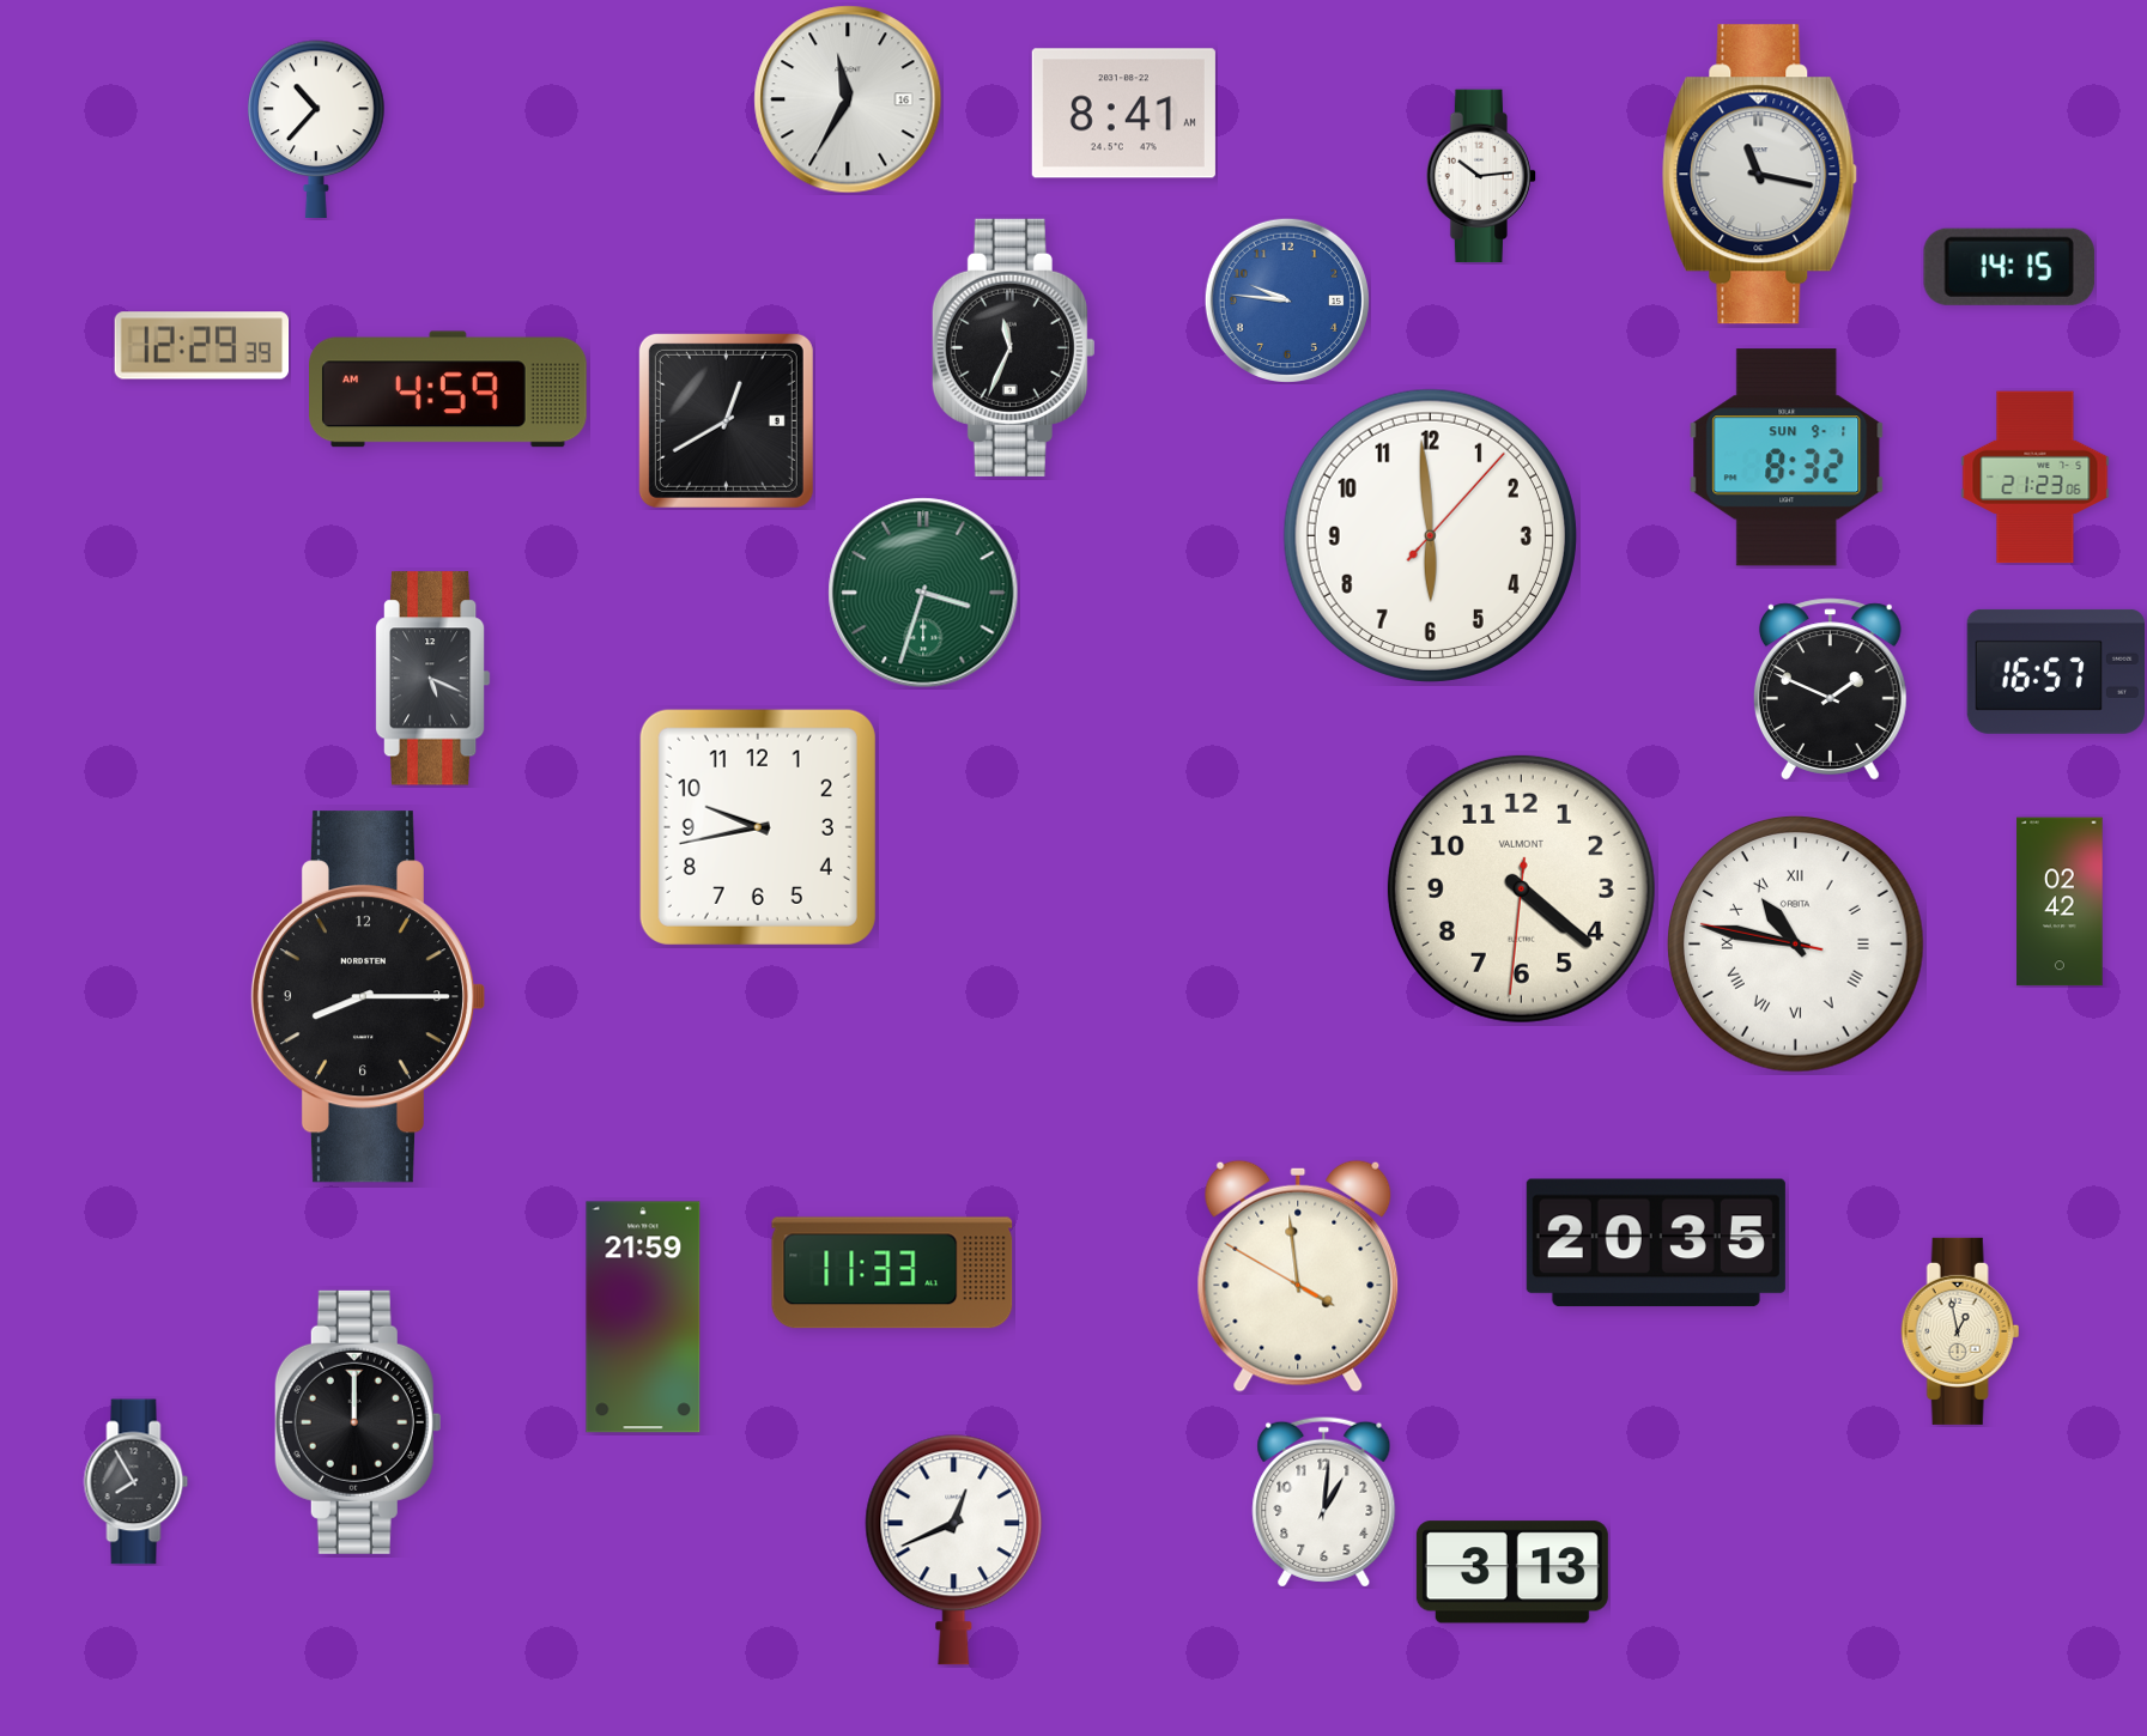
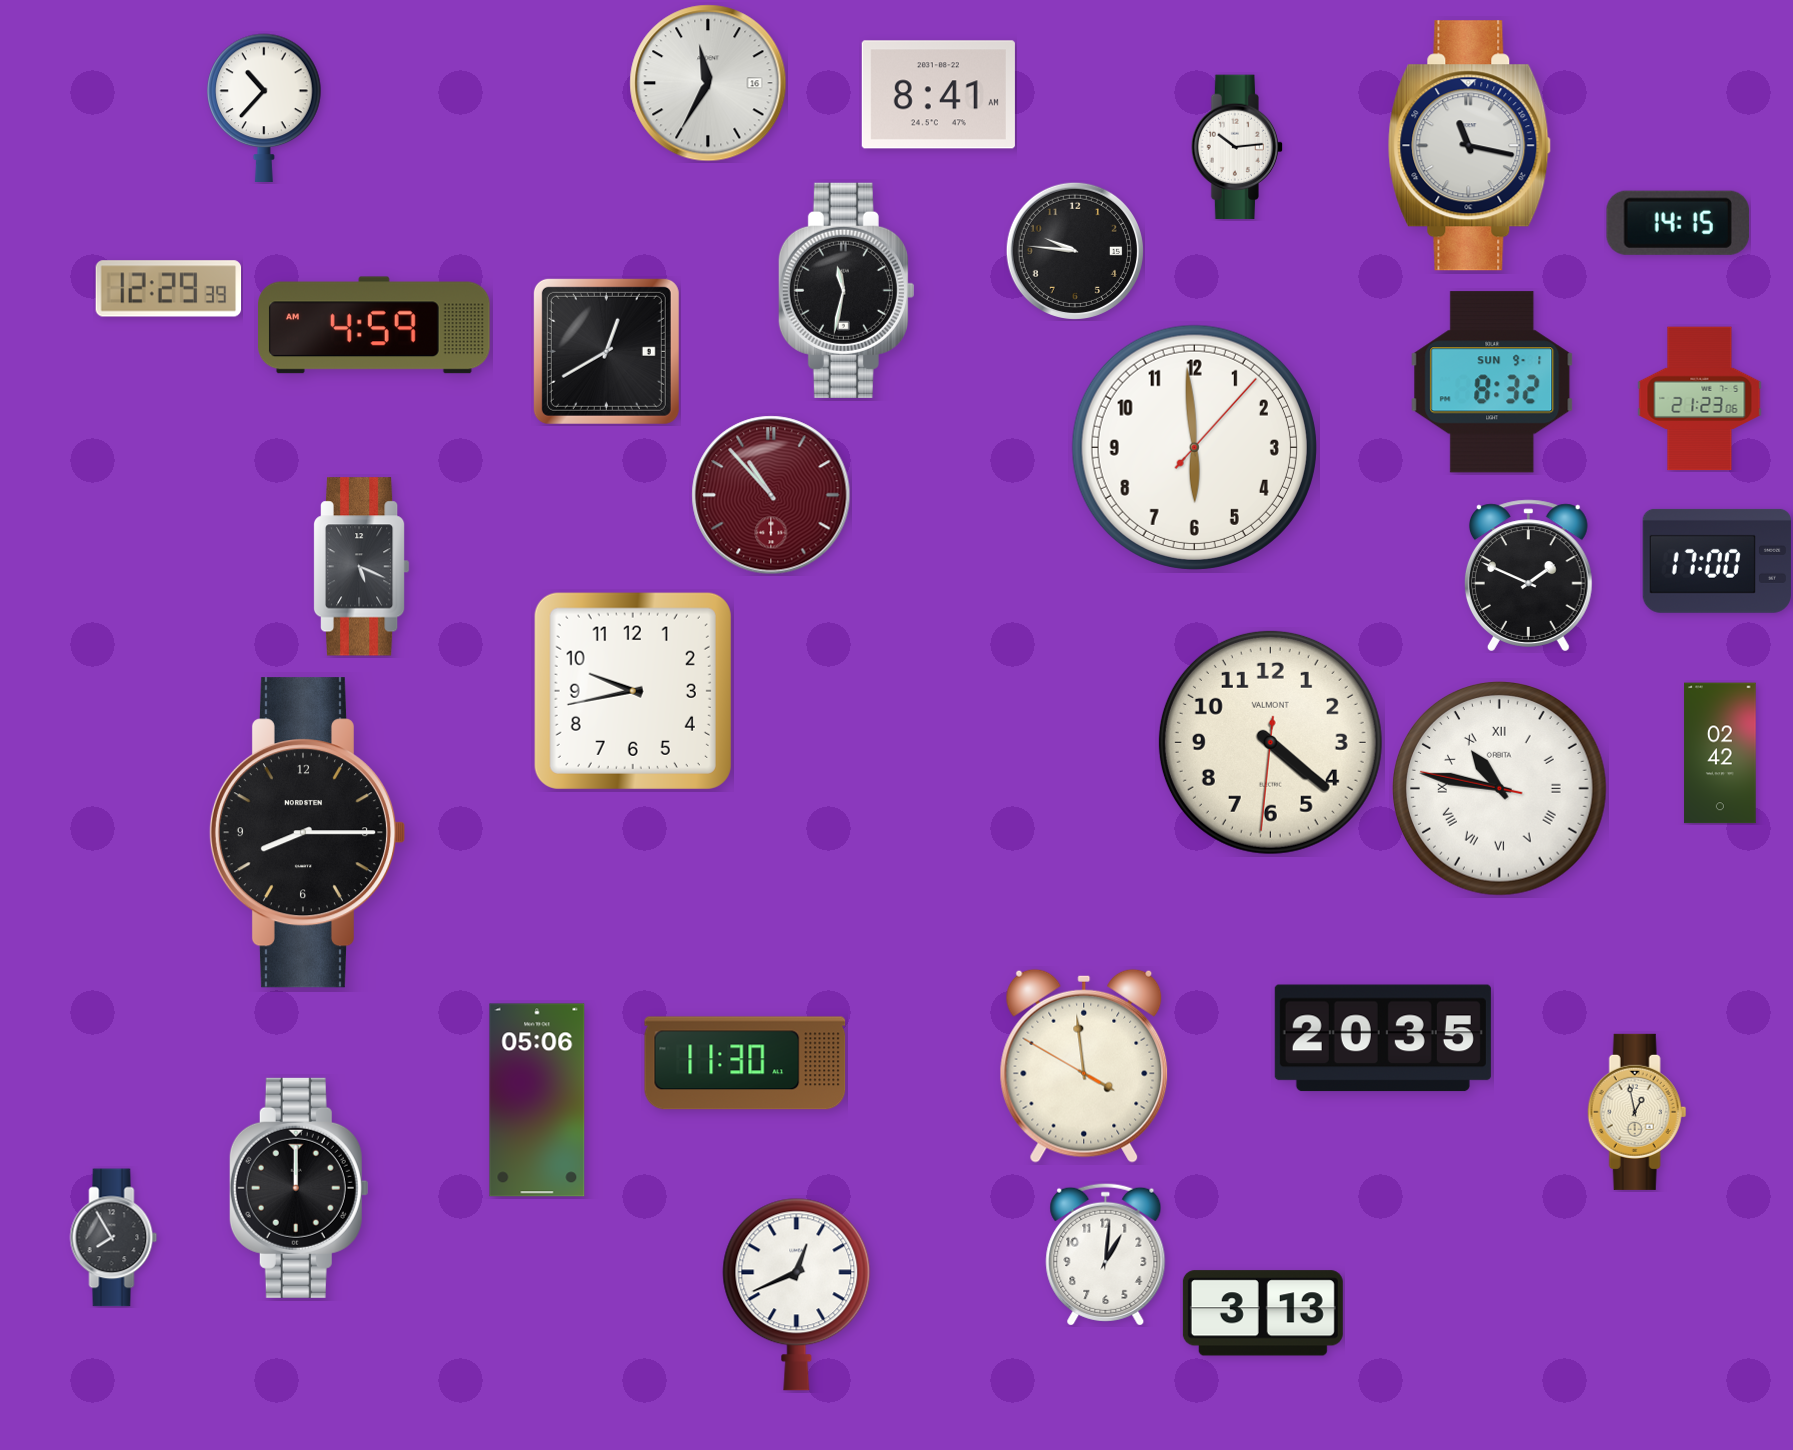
clock at (1287, 301) dial: blue -> black
clock at (1013, 347): 11:34 -> 11:32
clock at (923, 593): 3:33 -> 10:53
clock at (923, 593) dial: green -> burgundy
clock at (2055, 672): 16:57 -> 17:00
clock at (892, 1273): 11:33 -> 11:30
clock at (643, 1317): 21:59 -> 05:06
